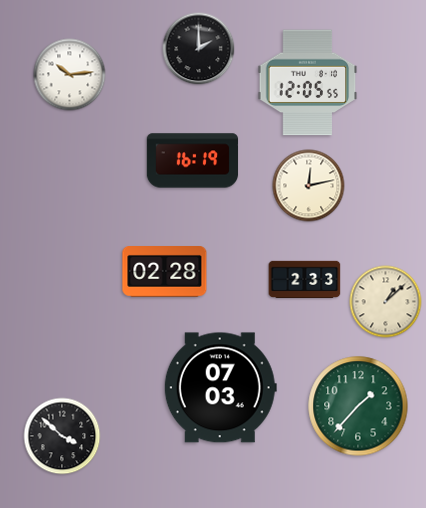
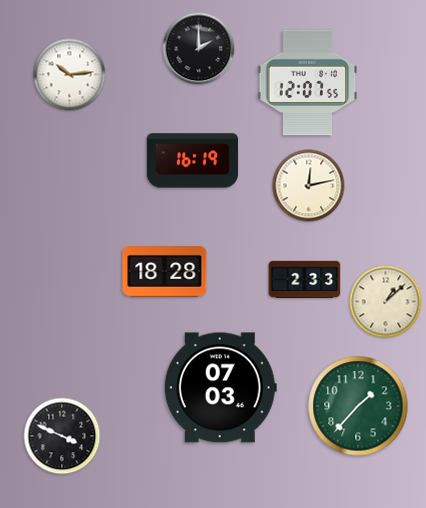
clock at (308, 83): 12:05 -> 12:07
clock at (165, 272): 02:28 -> 18:28
clock at (62, 436): 3:52 -> 3:49
